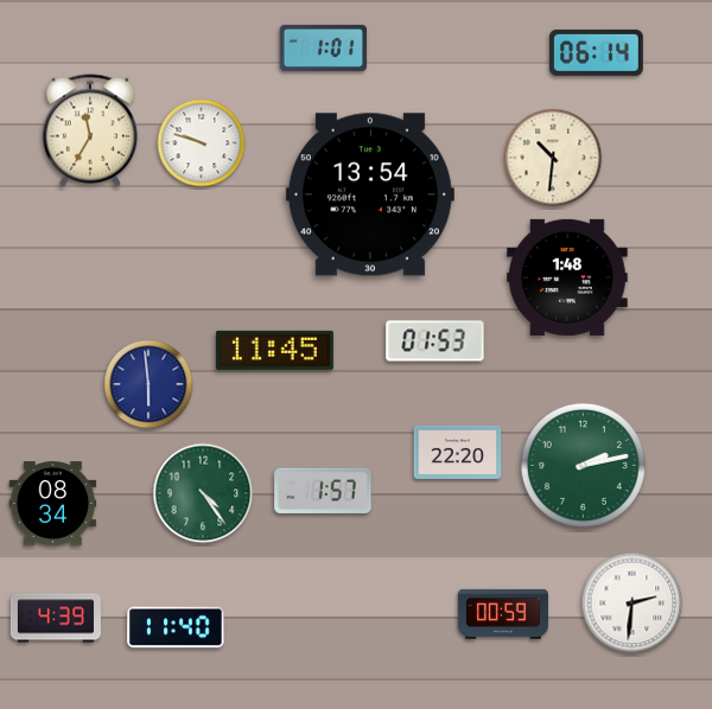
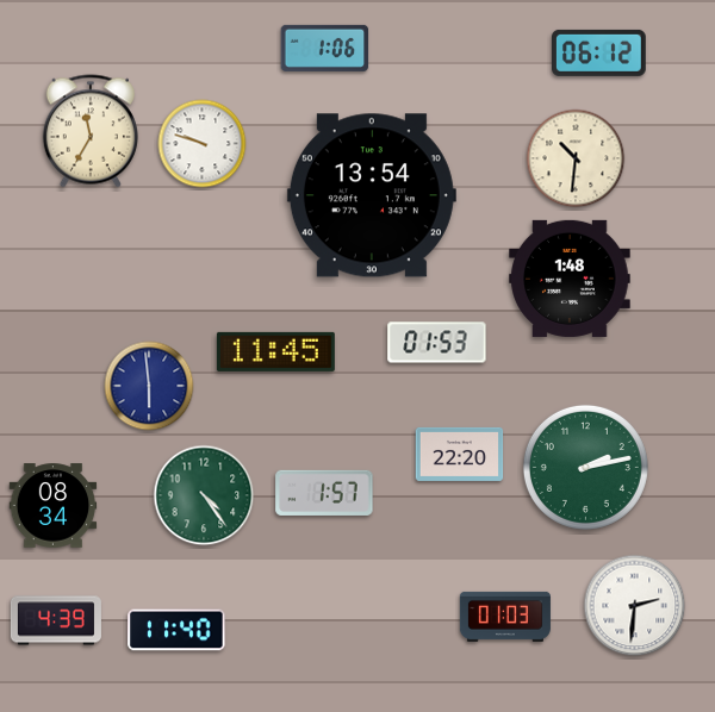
clock at (324, 47): 1:01 -> 1:06
clock at (597, 52): 06:14 -> 06:12
clock at (553, 158) position: (553, 158) -> (576, 158)
clock at (503, 614): 00:59 -> 01:03
